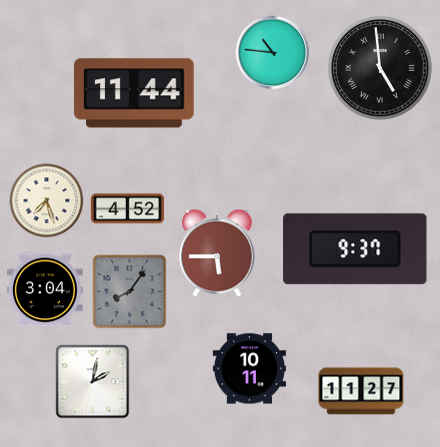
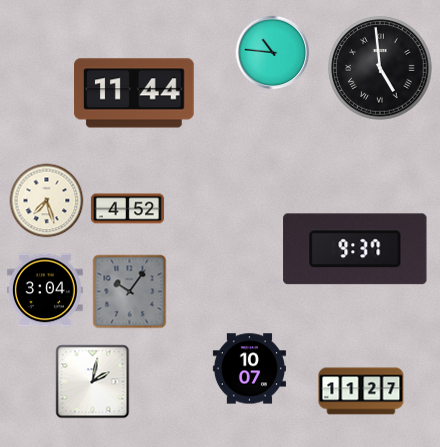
clock at (218, 253): 5:45 -> none
clock at (130, 292): 8:06 -> 10:06
clock at (249, 369): 10:11 -> 10:07
